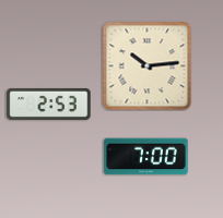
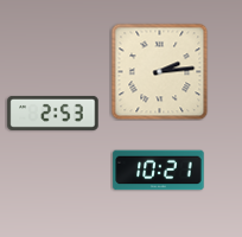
clock at (146, 65): 10:14 -> 2:14
clock at (146, 157): 7:00 -> 10:21
